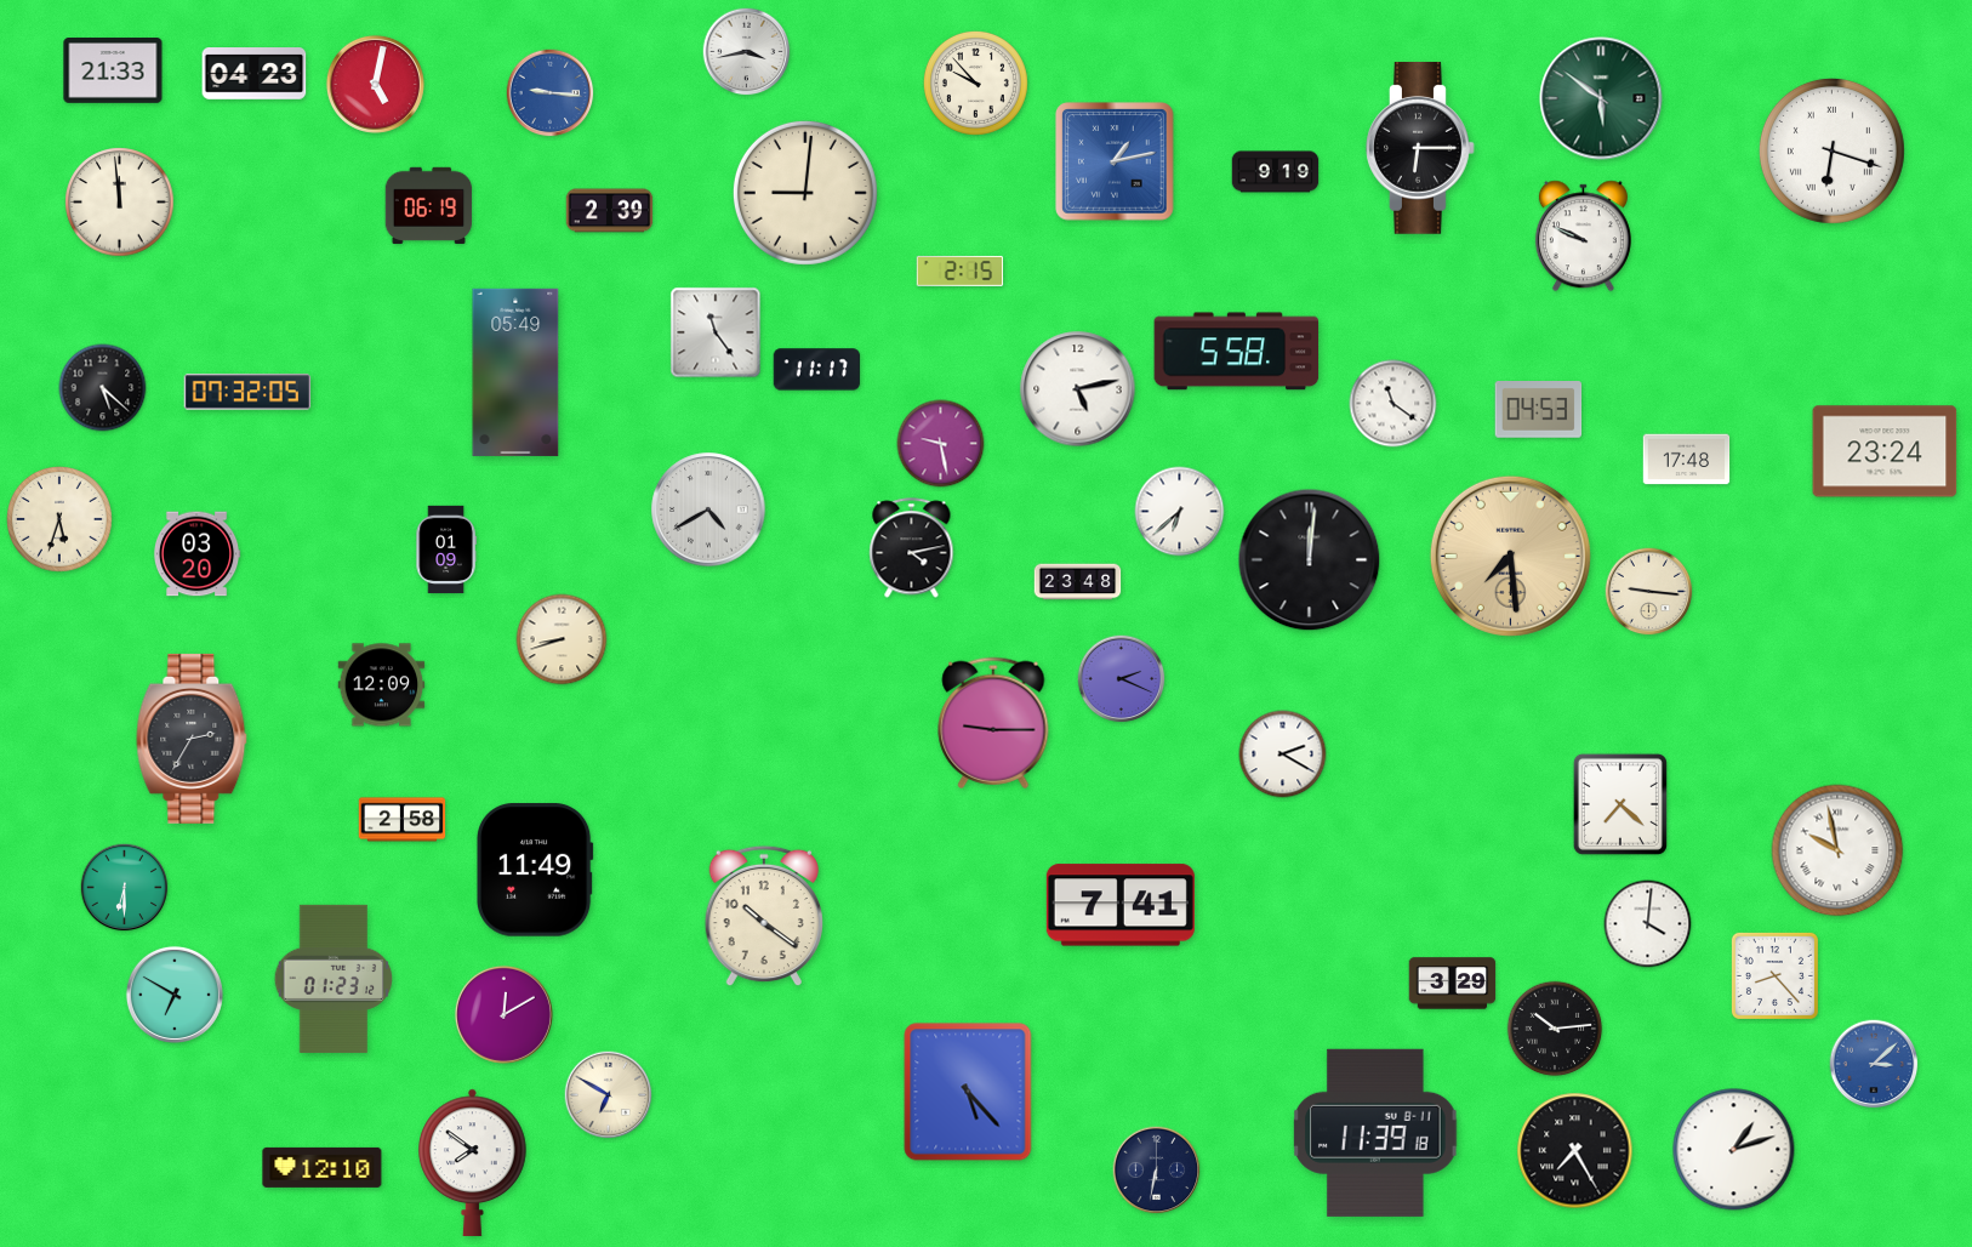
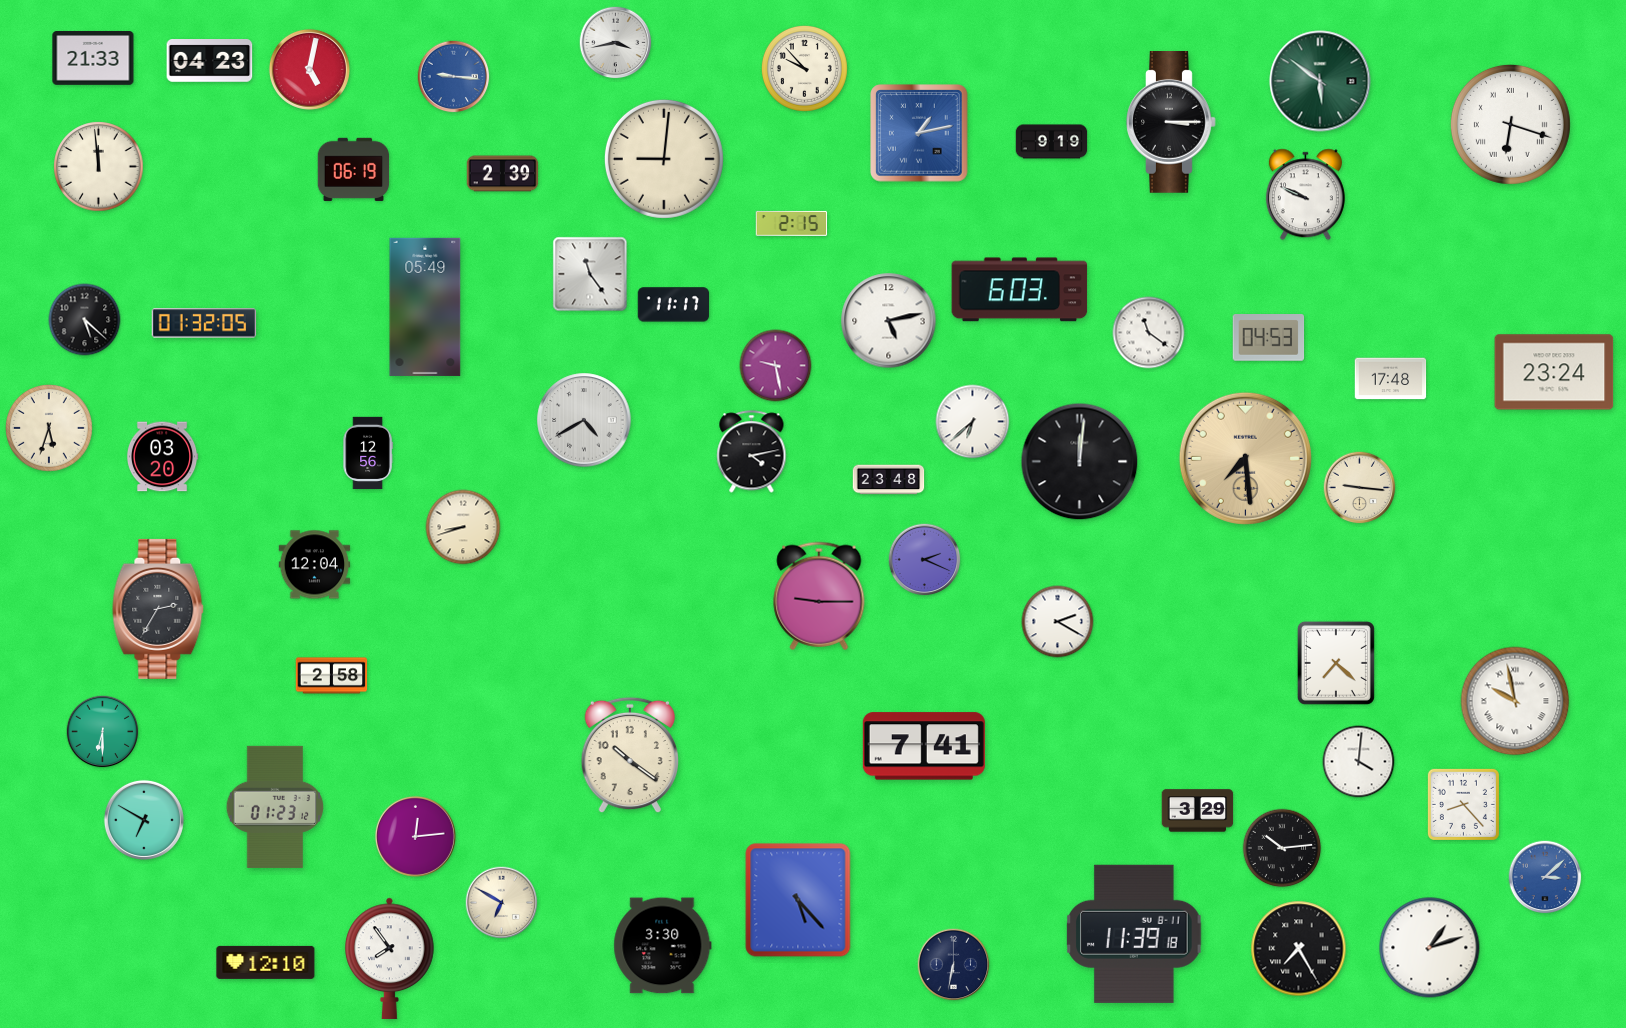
clock at (1420, 149): 6:15 -> 3:15
clock at (1237, 352): 5:58 -> 6:03
clock at (247, 392): 07:32 -> 01:32
clock at (446, 550): 01:09 -> 12:56
clock at (382, 685): 12:09 -> 12:04
clock at (535, 870): 11:49 -> none
clock at (503, 1014): 12:10 -> 12:14
clock at (663, 946): none -> 3:30
clock at (473, 1162): 7:51 -> 7:54
